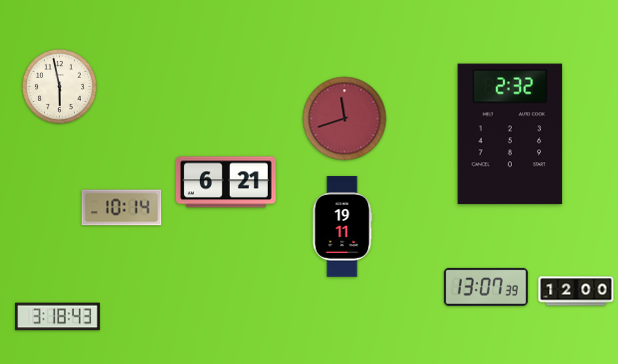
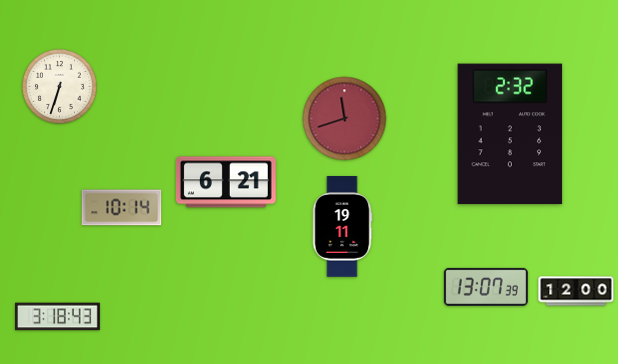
clock at (60, 87): 5:58 -> 6:33
